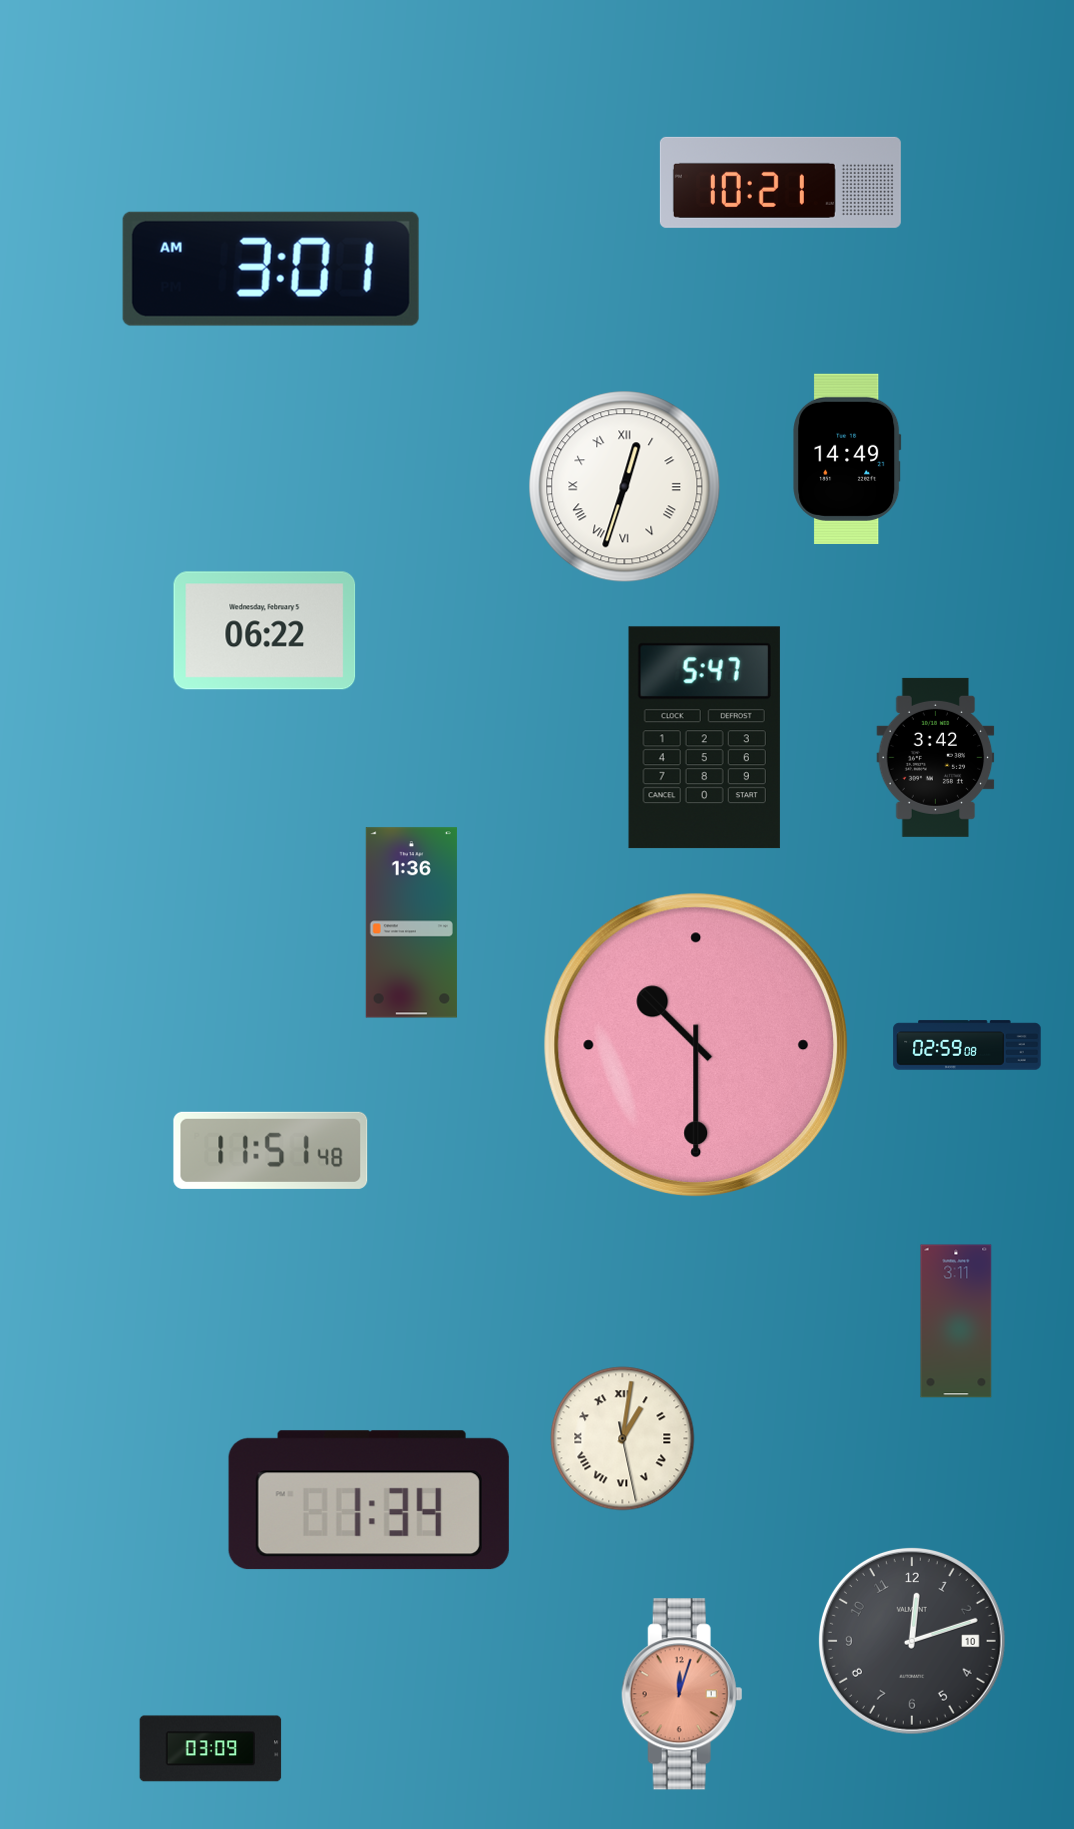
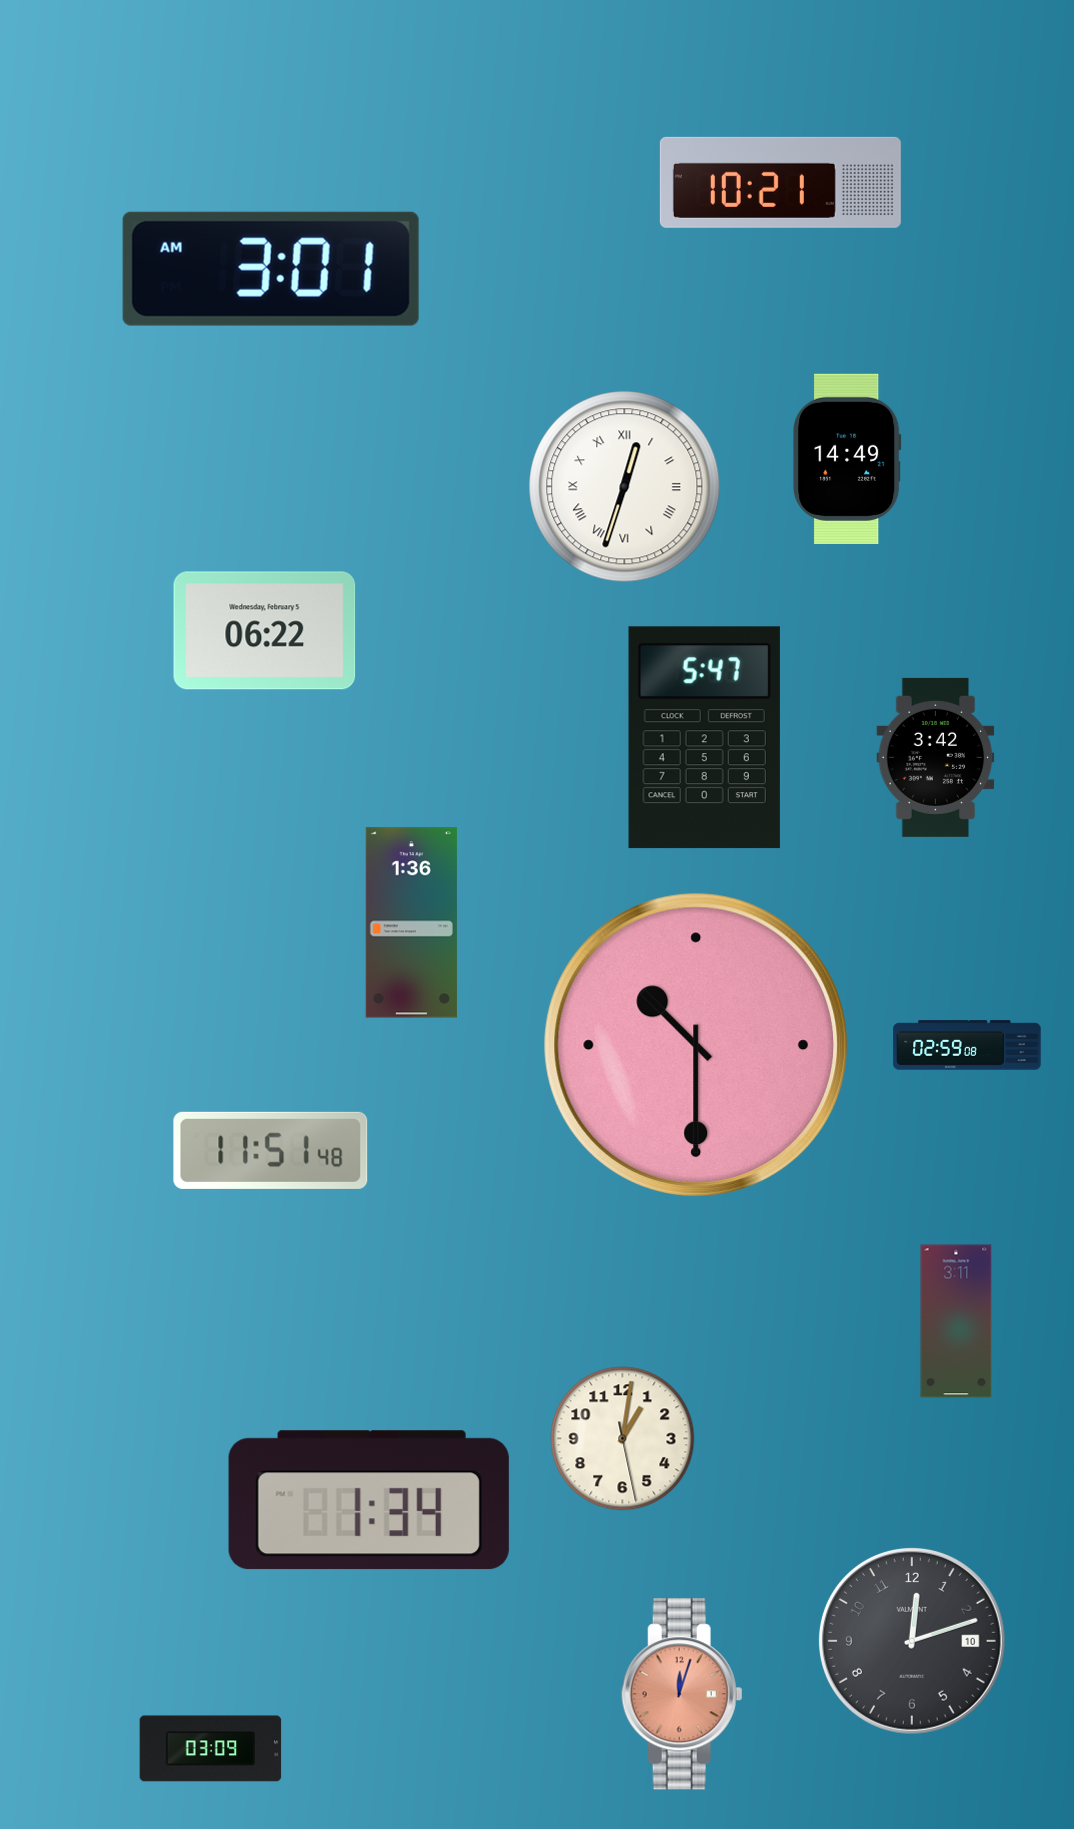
clock at (623, 1439) numerals: Roman -> Arabic
